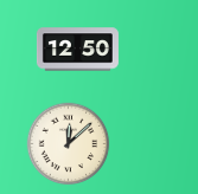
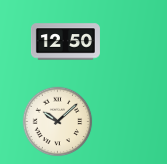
clock at (69, 144): 12:08 -> 10:08
